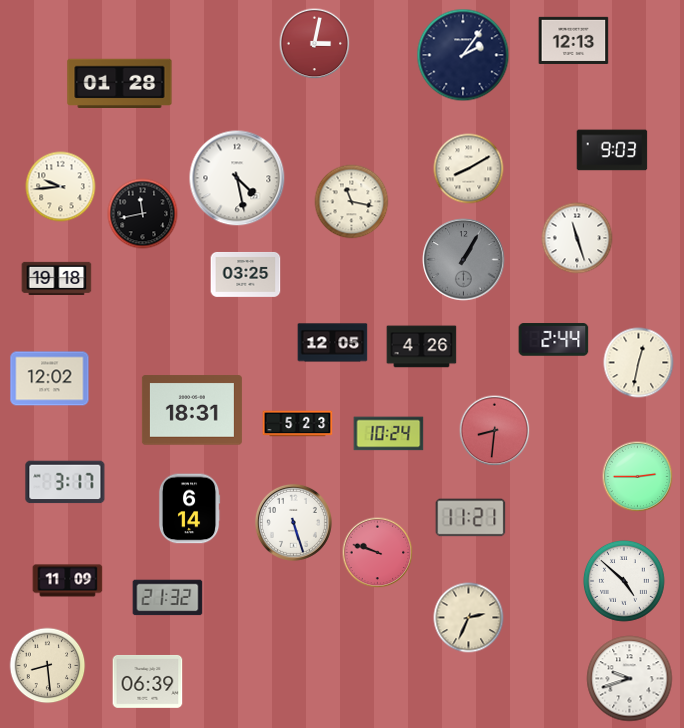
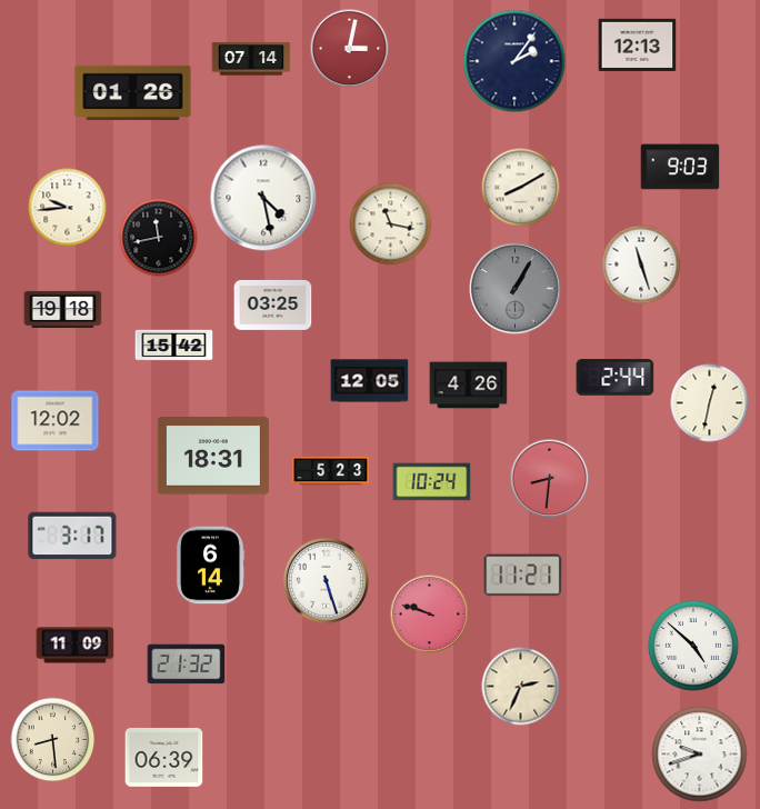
clock at (251, 59): none -> 07:14
clock at (120, 83): 01:28 -> 01:26
clock at (174, 346): none -> 15:42
clock at (638, 477): 2:45 -> none
clock at (378, 553) position: (378, 553) -> (430, 615)
